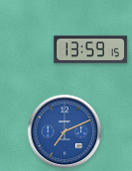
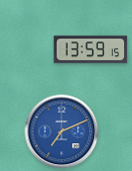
clock at (65, 132) position: (65, 132) -> (62, 132)
